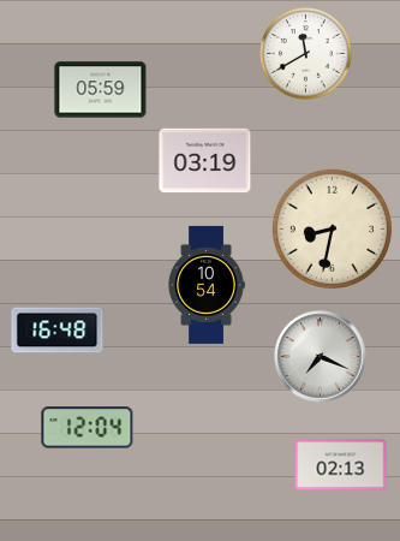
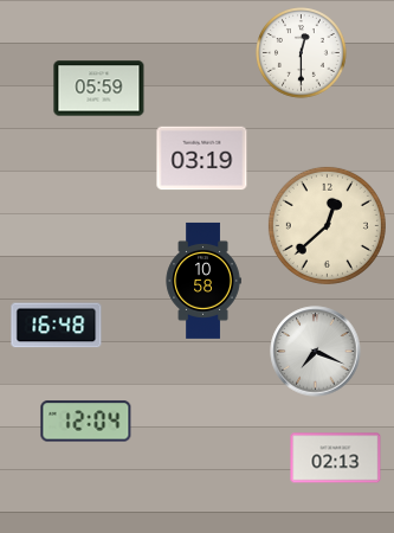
clock at (306, 54): 11:40 -> 12:30
clock at (332, 228): 8:32 -> 12:38
clock at (207, 285): 10:54 -> 10:58
